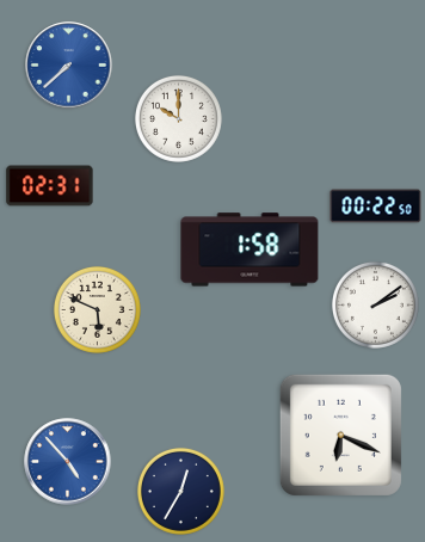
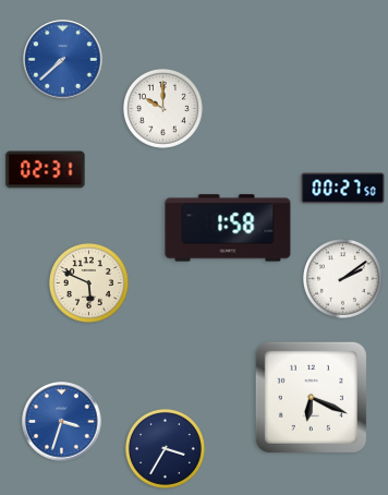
clock at (376, 207): 00:22 -> 00:27
clock at (68, 462): 4:53 -> 3:33
clock at (180, 491): 12:35 -> 3:35
